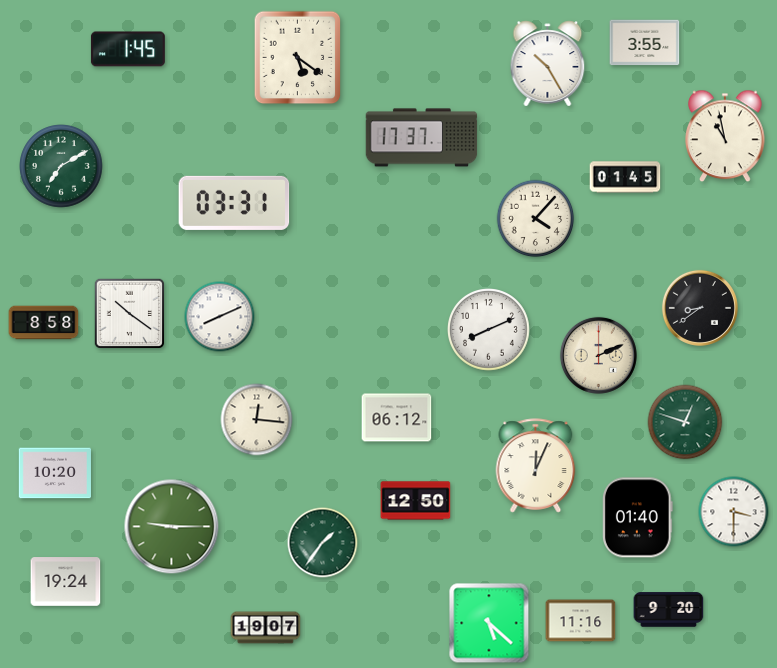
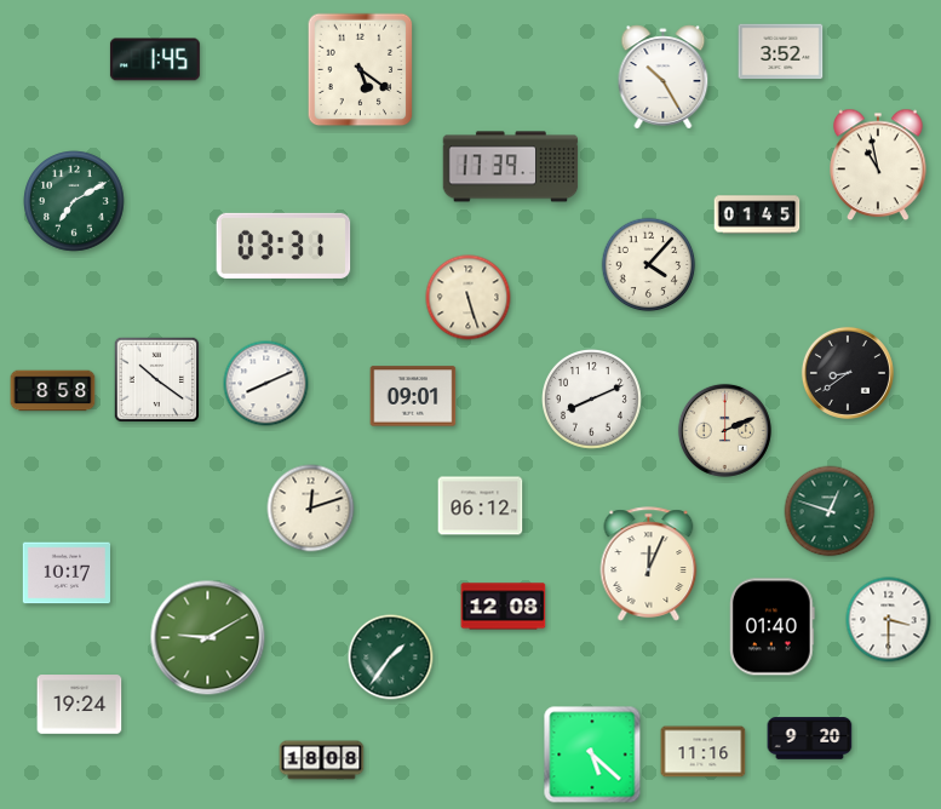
clock at (645, 43): 3:55 -> 3:52
clock at (422, 138): 17:37 -> 17:39
clock at (469, 298): none -> 5:27
clock at (413, 396): none -> 09:01
clock at (257, 420): 12:16 -> 12:12
clock at (54, 473): 10:20 -> 10:17
clock at (416, 501): 12:50 -> 12:08
clock at (172, 527): 9:15 -> 9:10
clock at (266, 628): 19:07 -> 18:08
